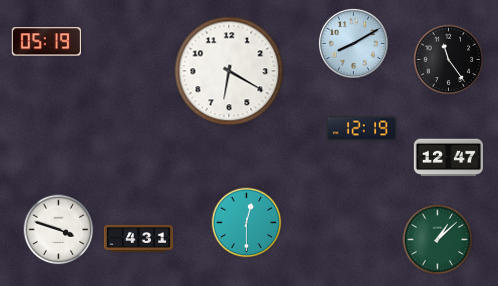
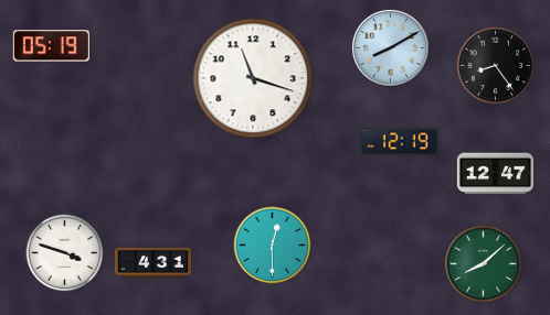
clock at (449, 60): 11:24 -> 8:24
clock at (229, 71): 6:20 -> 11:18
clock at (438, 240): 1:08 -> 8:08
